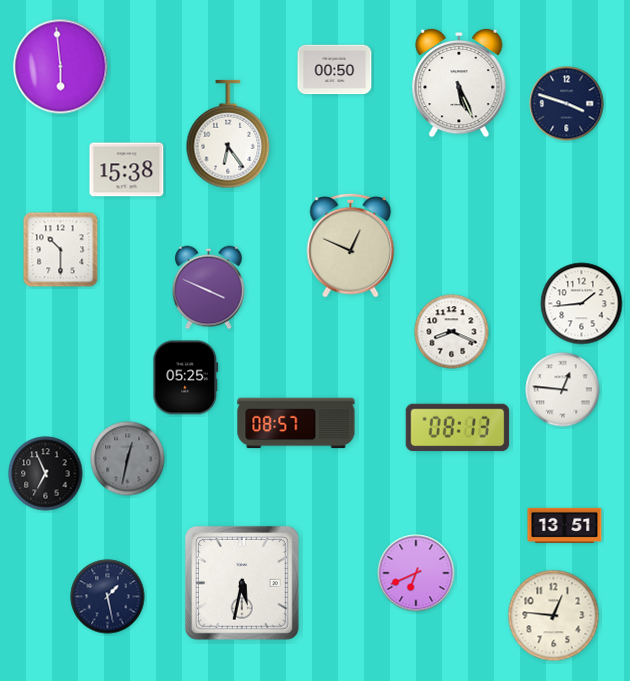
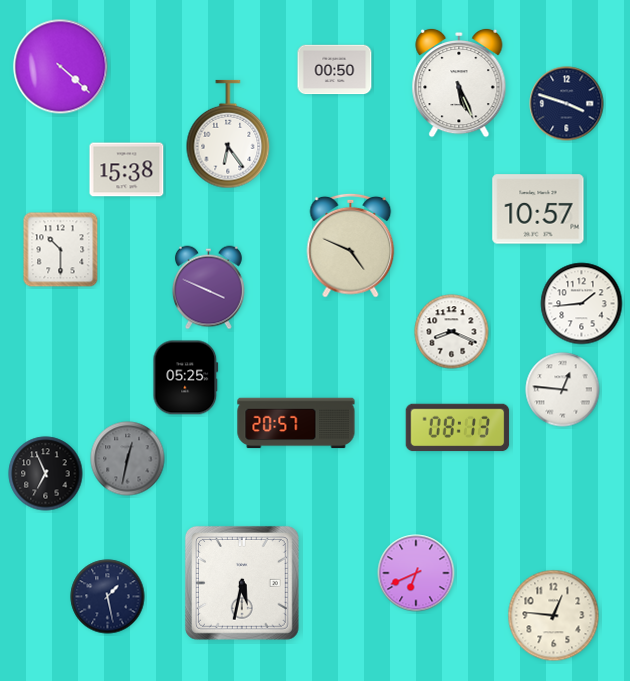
clock at (61, 67): 5:59 -> 4:22
clock at (538, 209): none -> 10:57
clock at (351, 245): 12:49 -> 4:49
clock at (296, 423): 08:57 -> 20:57
clock at (565, 525): 13:51 -> none
